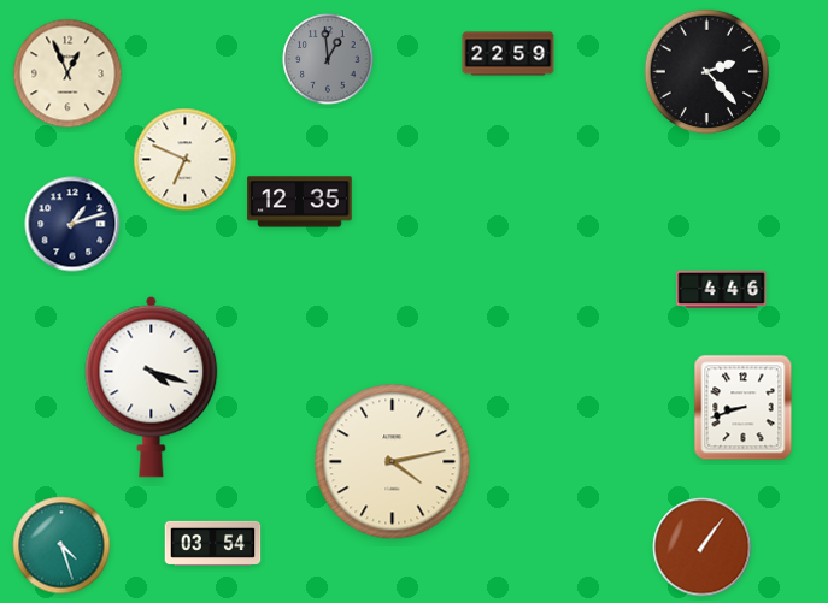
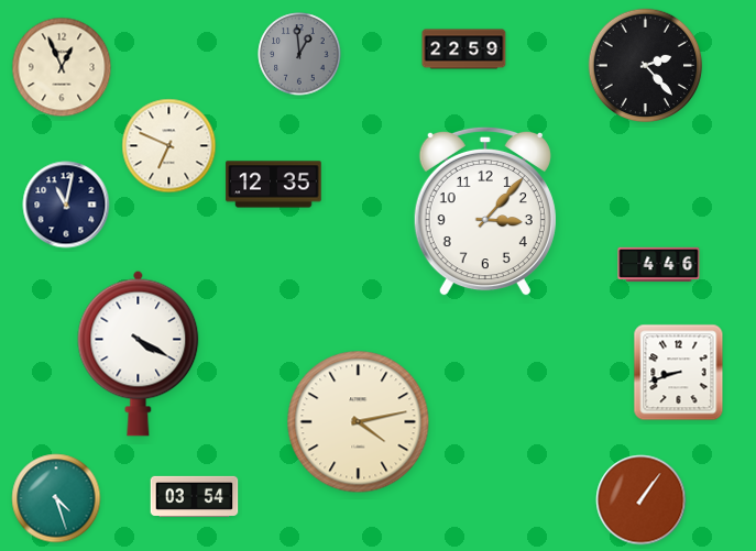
clock at (72, 224): 1:12 -> 11:02
clock at (485, 211): none -> 3:07
clock at (152, 386): 4:18 -> 4:20
